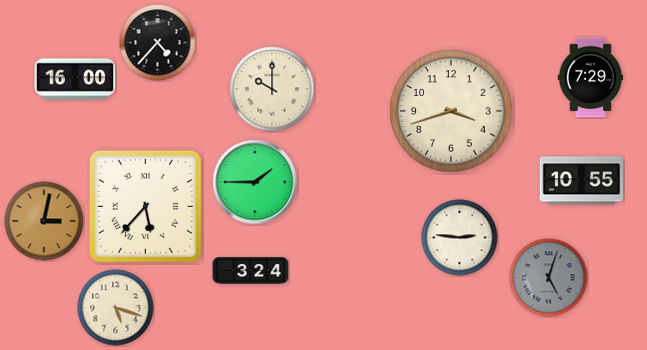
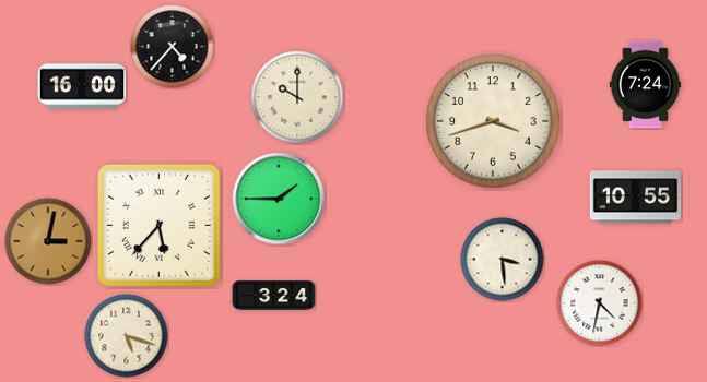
clock at (591, 78): 7:29 -> 7:24
clock at (460, 238): 2:46 -> 3:29
clock at (549, 278): 5:03 -> 4:32
clock at (549, 278) dial: grey -> white
